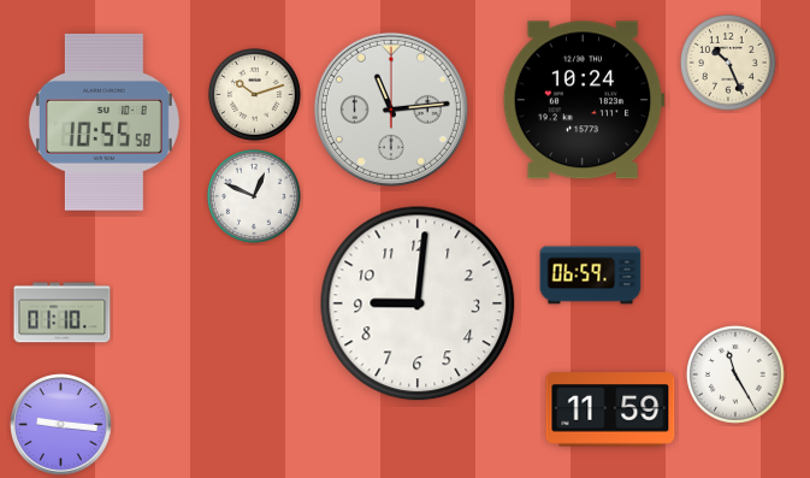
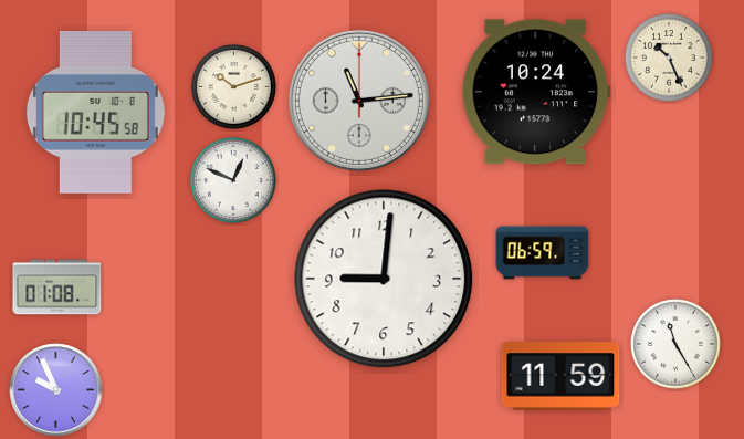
clock at (104, 122): 10:55 -> 10:45
clock at (63, 313): 01:10 -> 01:08
clock at (61, 425): 9:16 -> 9:56
